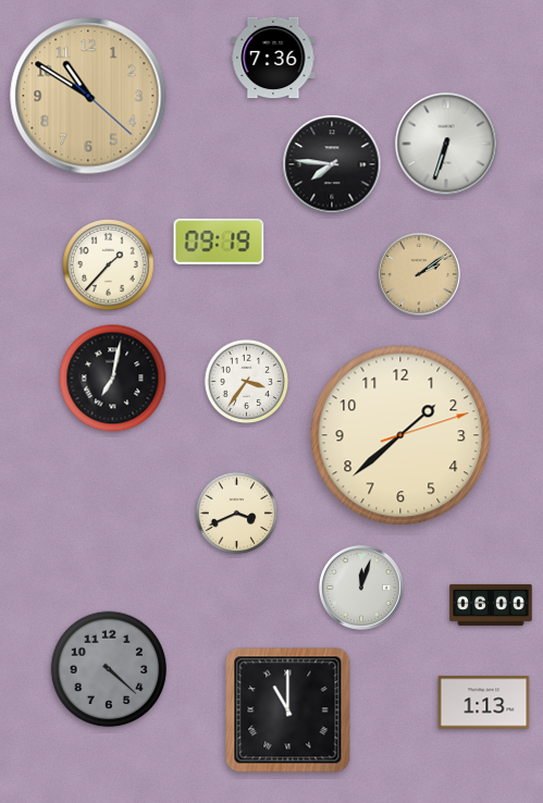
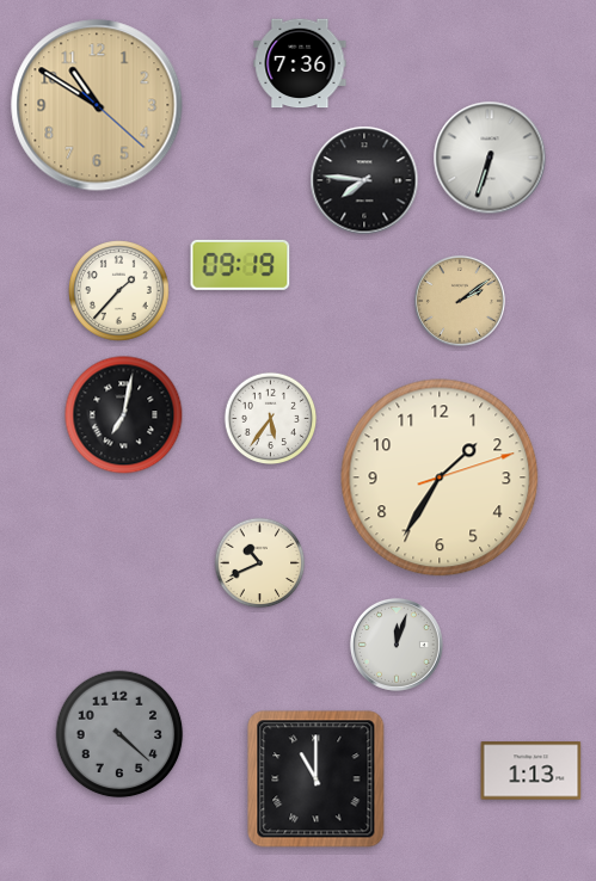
clock at (247, 382): 3:36 -> 5:36
clock at (400, 435): 1:38 -> 1:35
clock at (237, 514): 3:41 -> 10:41
clock at (491, 605): 06:00 -> none
